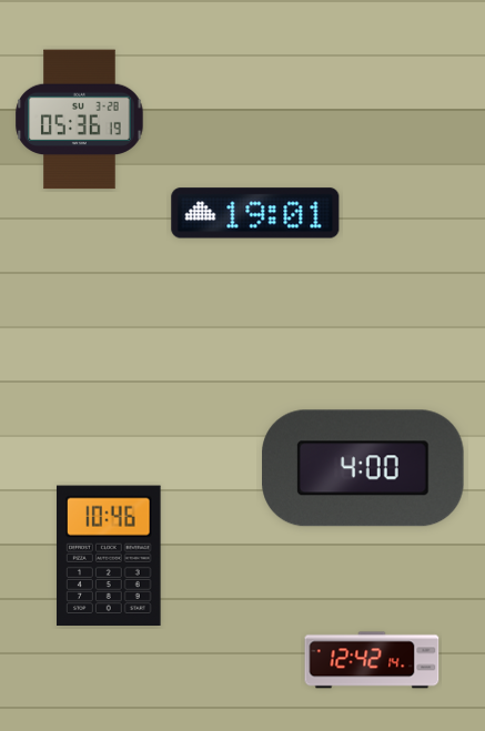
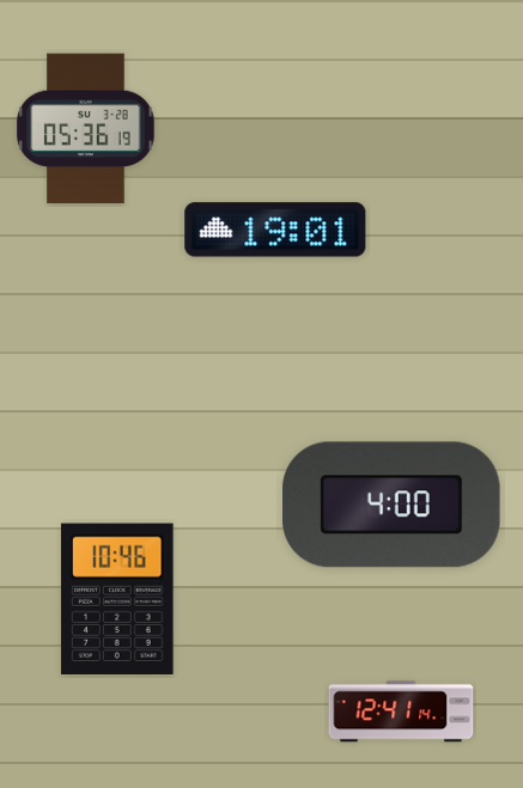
clock at (372, 660): 12:42 -> 12:41
